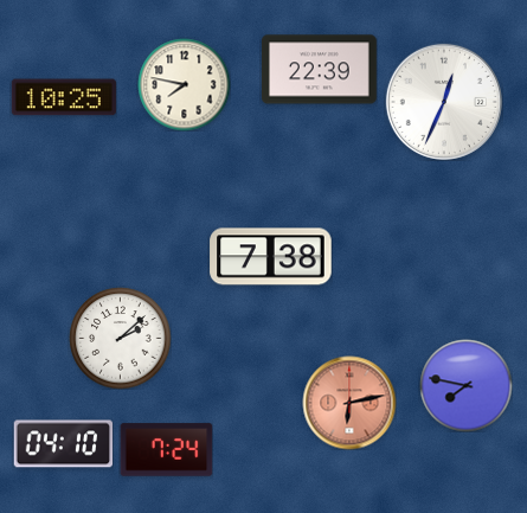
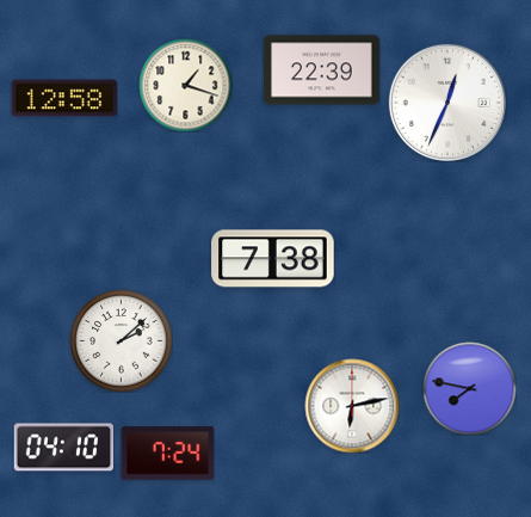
clock at (184, 84): 7:47 -> 1:18
clock at (64, 97): 10:25 -> 12:58
clock at (349, 403) dial: salmon -> white
